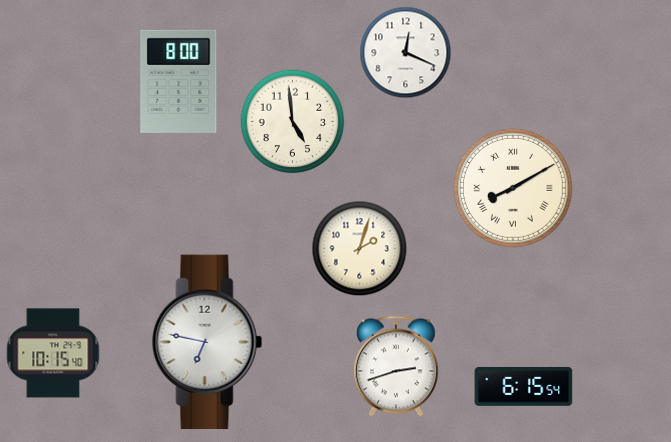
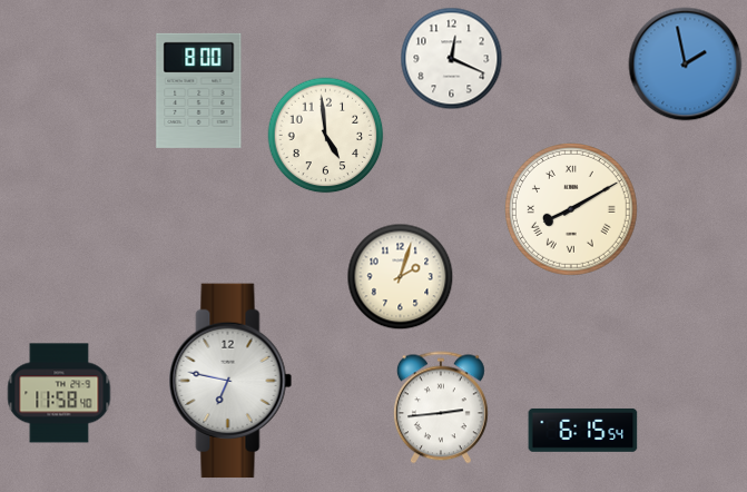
clock at (686, 65): none -> 1:58
clock at (53, 353): 10:15 -> 11:58
clock at (396, 366): 2:42 -> 2:44
